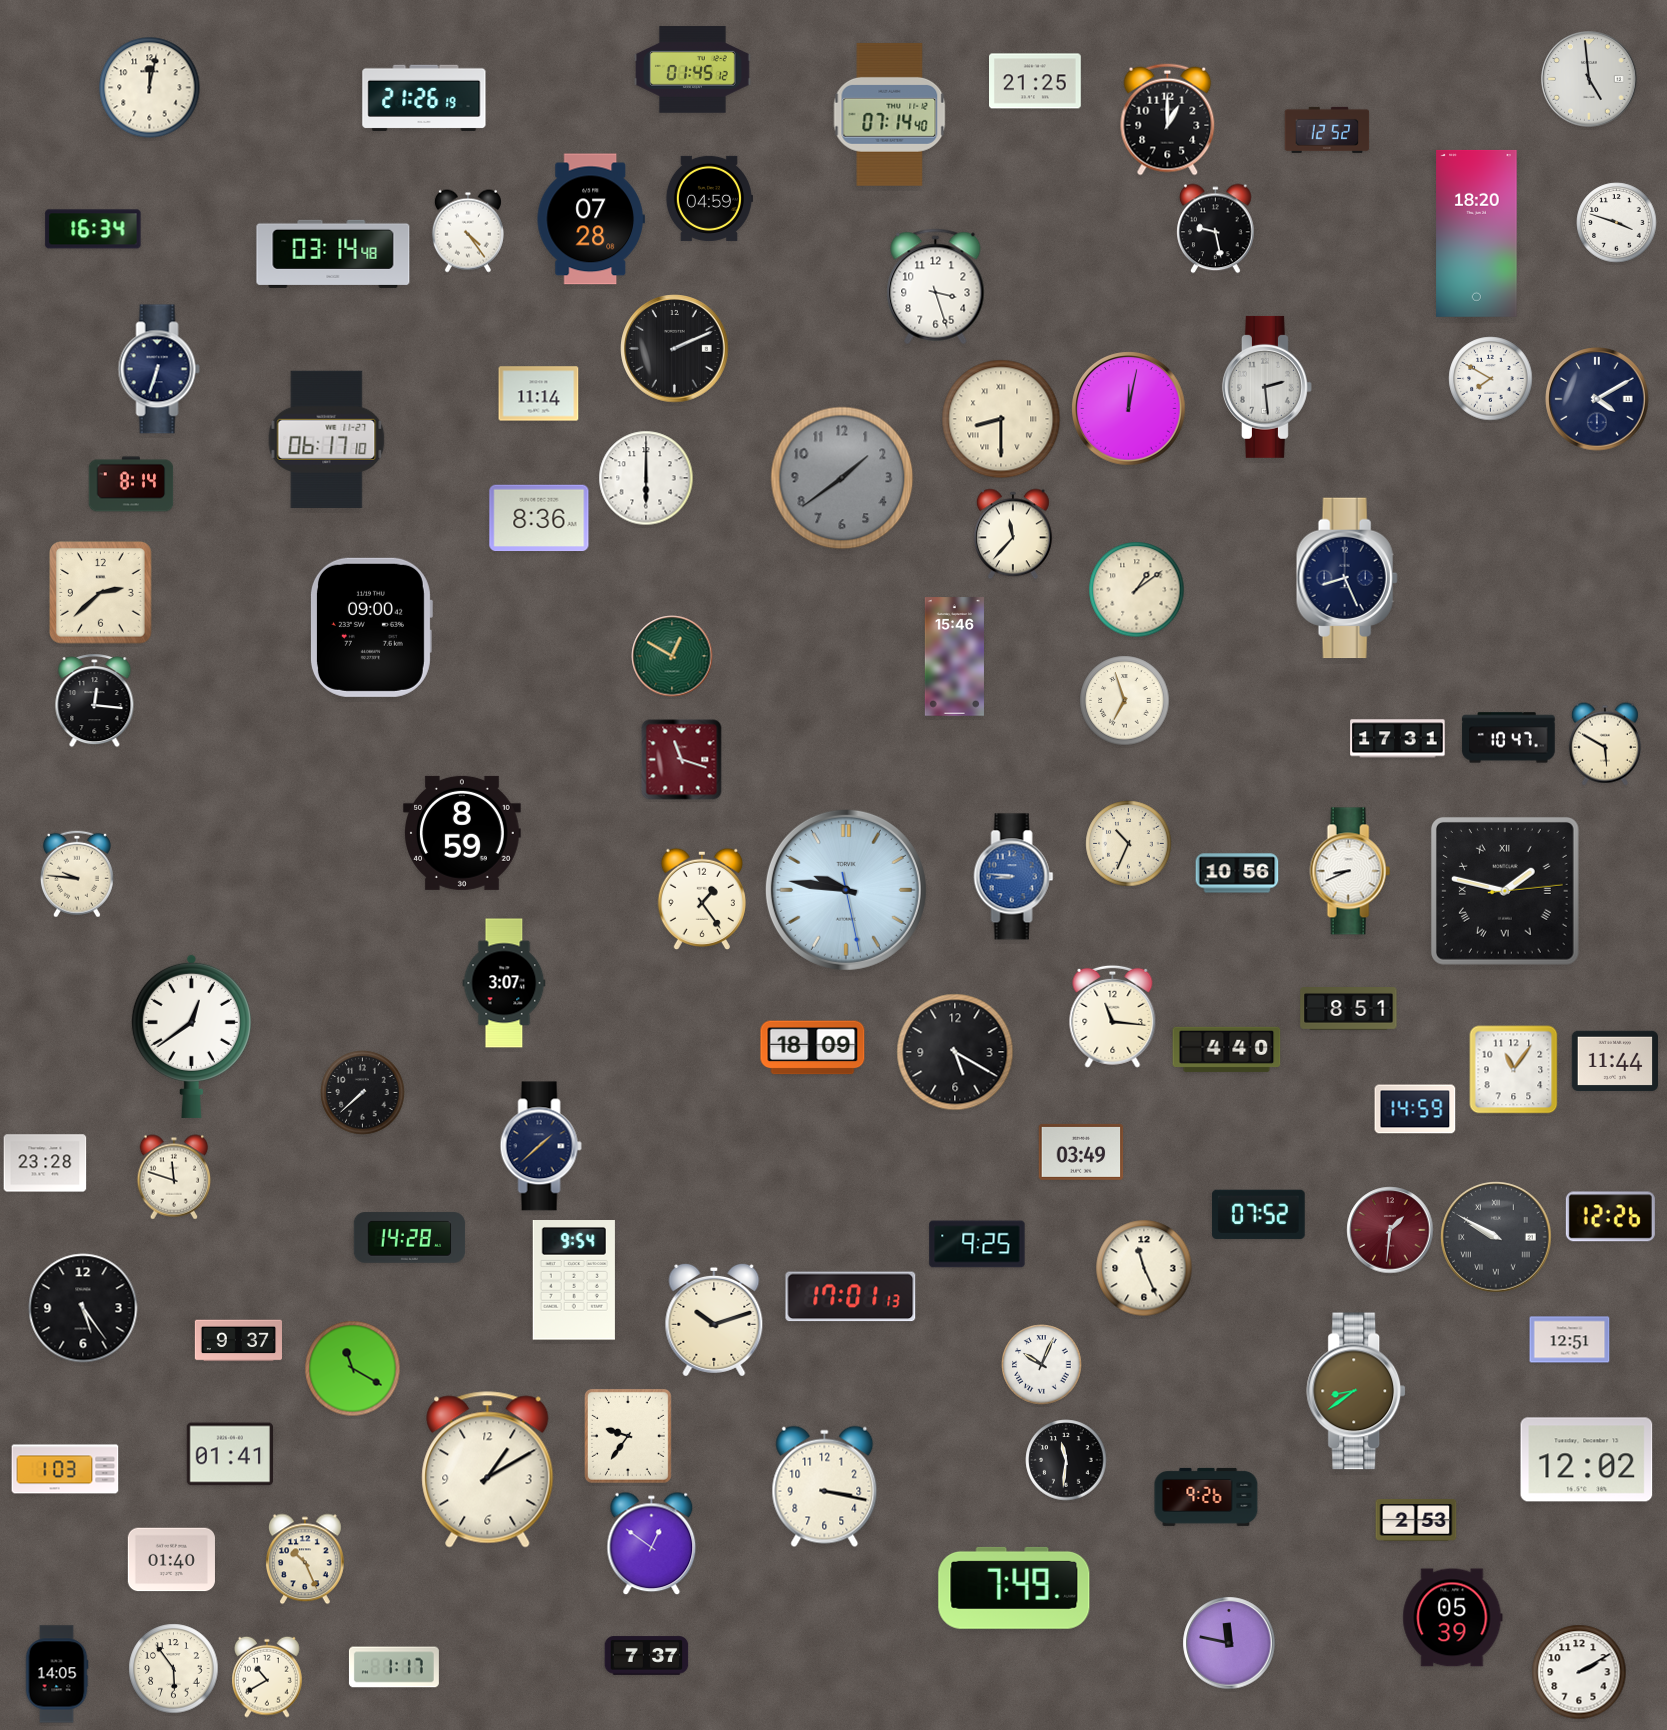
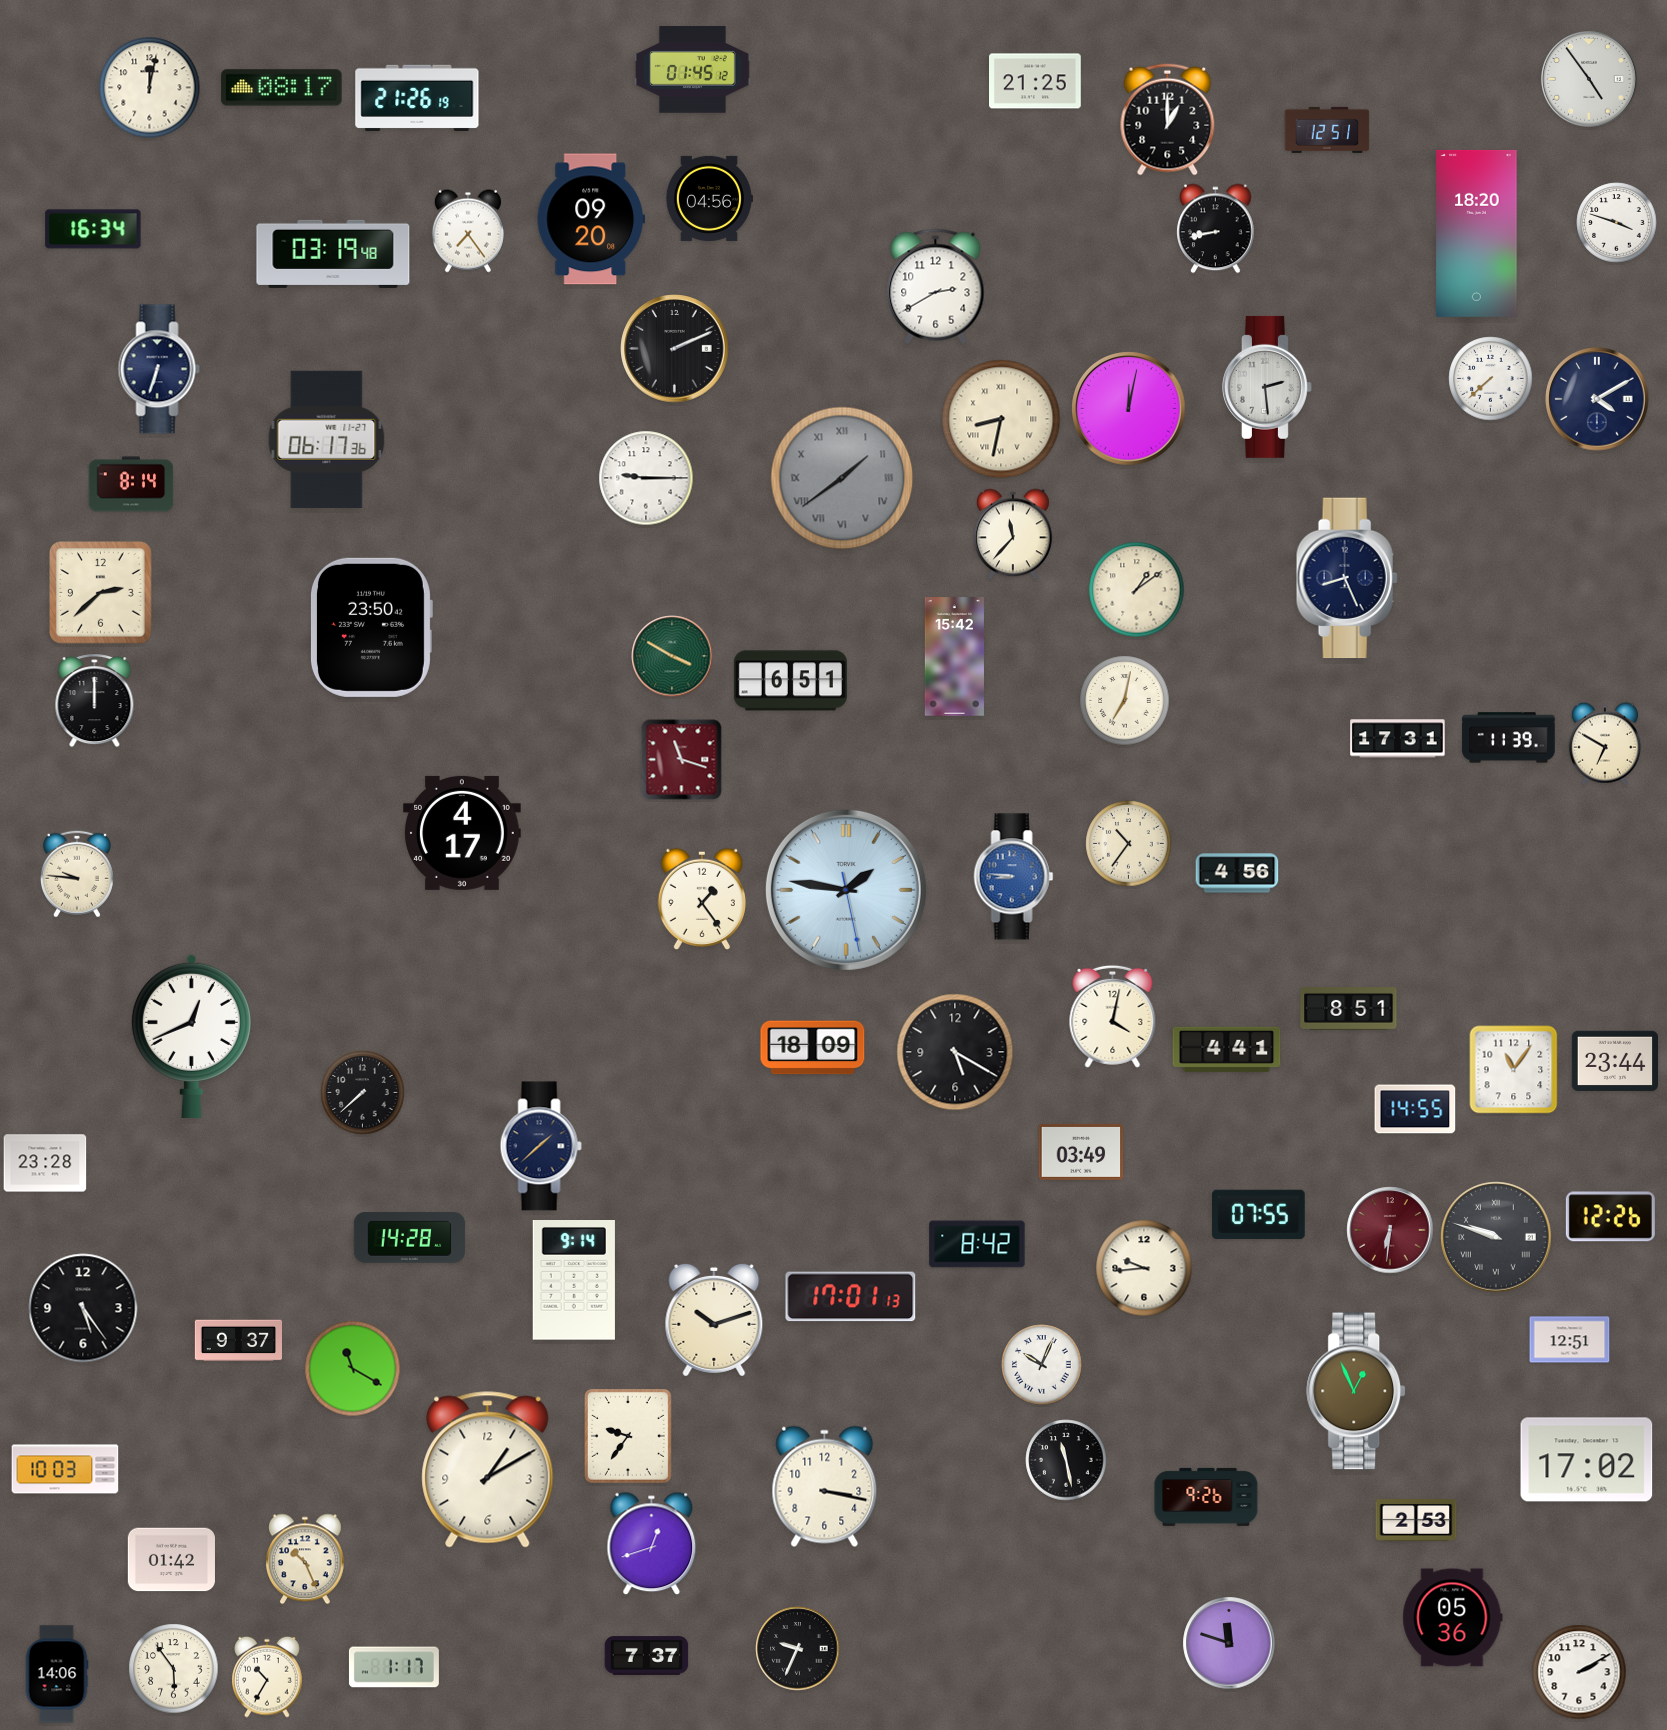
clock at (1589, 79): 4:59 -> 4:54
clock at (282, 88): none -> 08:17
clock at (424, 98) position: (424, 98) -> (417, 98)
clock at (890, 114): 07:14 -> none
clock at (1327, 130): 12:52 -> 12:51
clock at (709, 198): 04:59 -> 04:56
clock at (591, 219): 07:28 -> 09:20
clock at (1216, 229): 9:28 -> 8:43
clock at (468, 231): 4:24 -> 7:24
clock at (333, 254): 03:14 -> 03:19
clock at (936, 287): 3:27 -> 2:40
clock at (1491, 379): 7:50 -> 7:38
clock at (539, 394): 11:14 -> none
clock at (1001, 419): 8:30 -> 8:32
clock at (327, 439): 06:17:10 -> 06:17:36
clock at (646, 478): 6:00 -> 9:15
clock at (842, 478) numerals: Arabic -> Roman
clock at (539, 518): 8:36 -> none
clock at (371, 627): 09:00 -> 23:50
clock at (672, 656): 12:50 -> 3:50
clock at (954, 657): 15:46 -> 15:42
clock at (790, 681): none -> 6:51
clock at (95, 701): 12:16 -> 12:00
clock at (1125, 701): 6:57 -> 7:02
clock at (1509, 738): 10:47 -> 11:39
clock at (1605, 744): 5:50 -> 6:50
clock at (463, 833): 8:59 -> 4:17
clock at (1129, 844): 10:34 -> 10:36
clock at (1350, 871): 8:41 -> none
clock at (1237, 873): 10:56 -> 4:56
clock at (846, 890): 9:46 -> 1:46
clock at (1505, 891): 1:47 -> none
clock at (504, 983): 3:07 -> none
clock at (1113, 1016): 11:16 -> 4:02
clock at (191, 1036): 12:39 -> 12:41
clock at (1227, 1049): 4:40 -> 4:41
clock at (1614, 1060): 11:44 -> 23:44
clock at (1415, 1109): 14:59 -> 14:55
clock at (174, 1177): 11:48 -> none
clock at (1259, 1214): 07:52 -> 07:55
clock at (1390, 1230): 1:31 -> 6:31
clock at (1496, 1237): 9:50 -> 9:48
clock at (977, 1244): 9:25 -> 8:42
clock at (1144, 1268): 11:26 -> 9:44
clock at (574, 1280): 9:54 -> 9:14
clock at (1357, 1391): 8:39 -> 12:56
clock at (229, 1454): 01:41 -> none
clock at (1066, 1460): 11:31 -> 11:28
clock at (1587, 1460): 12:02 -> 17:02
clock at (65, 1469): 1:03 -> 10:03
clock at (652, 1544): 12:51 -> 12:42
clock at (171, 1560): 01:40 -> 01:42
clock at (1014, 1588): 7:49 -> none
clock at (1453, 1618): 05:39 -> 05:36
clock at (1229, 1643): 11:47 -> 11:48
clock at (798, 1649): none -> 9:34
clock at (57, 1674): 14:05 -> 14:06
clock at (267, 1677): 10:40 -> 10:35
